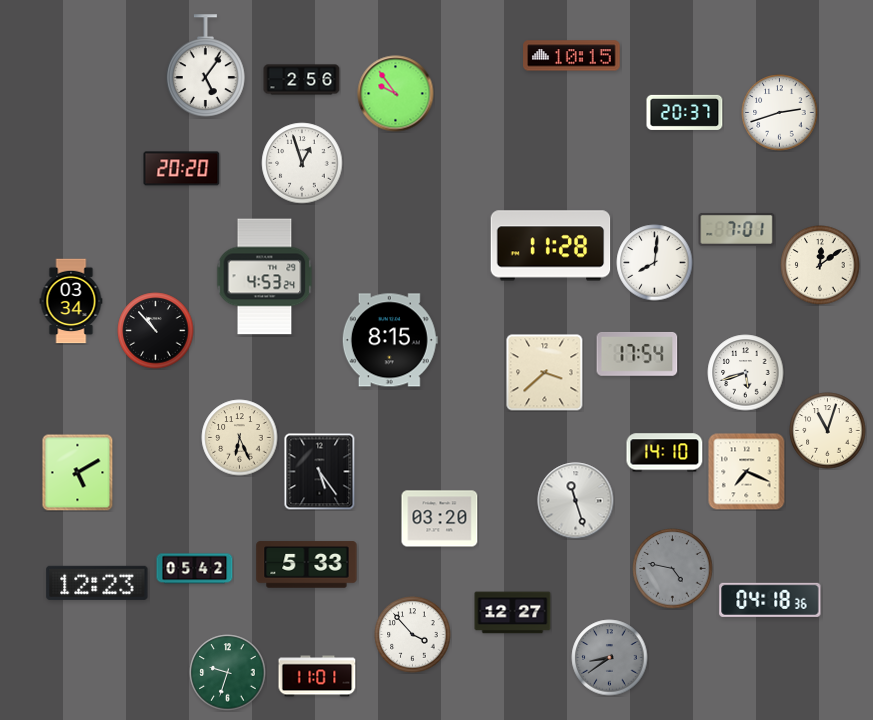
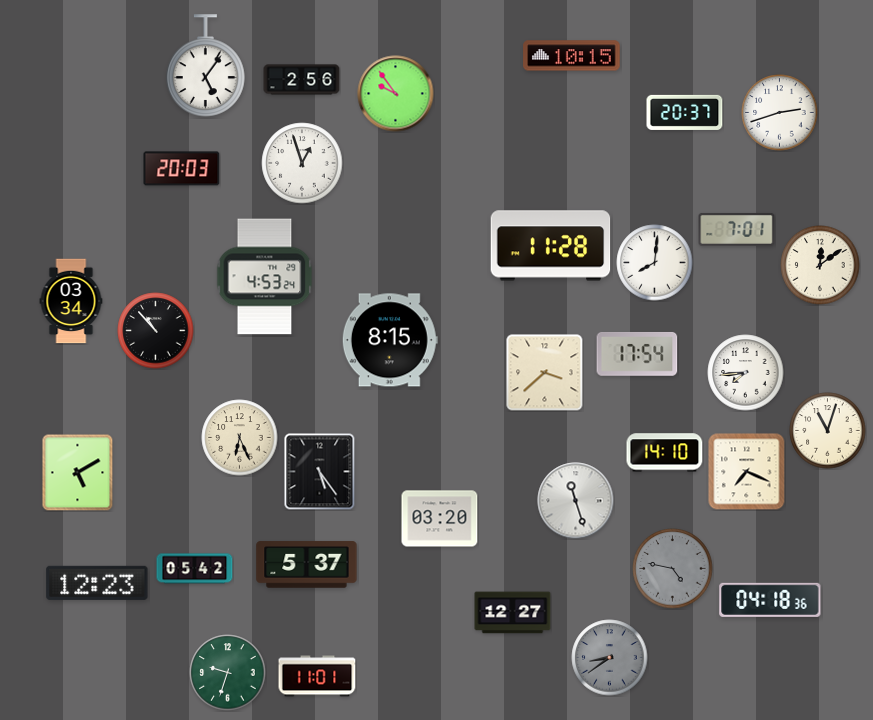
clock at (182, 169): 20:20 -> 20:03
clock at (746, 373): 5:42 -> 7:44
clock at (307, 565): 5:33 -> 5:37
clock at (413, 635): 3:53 -> none
